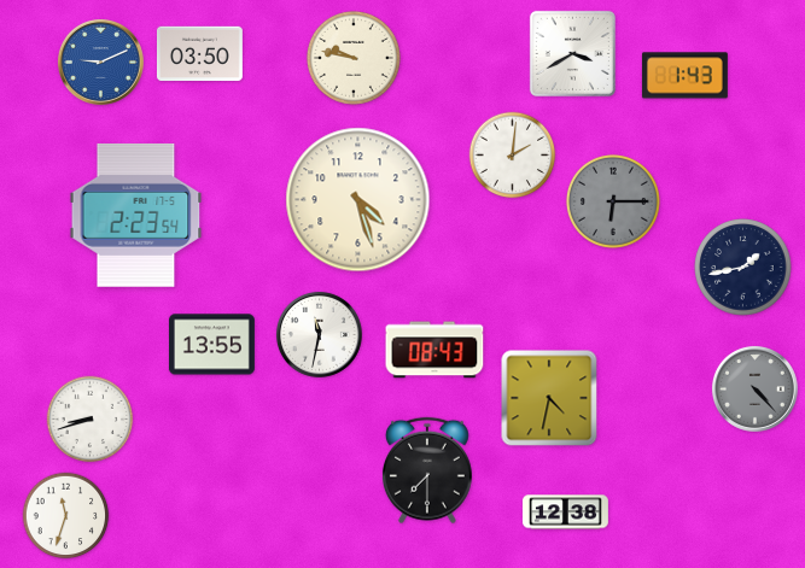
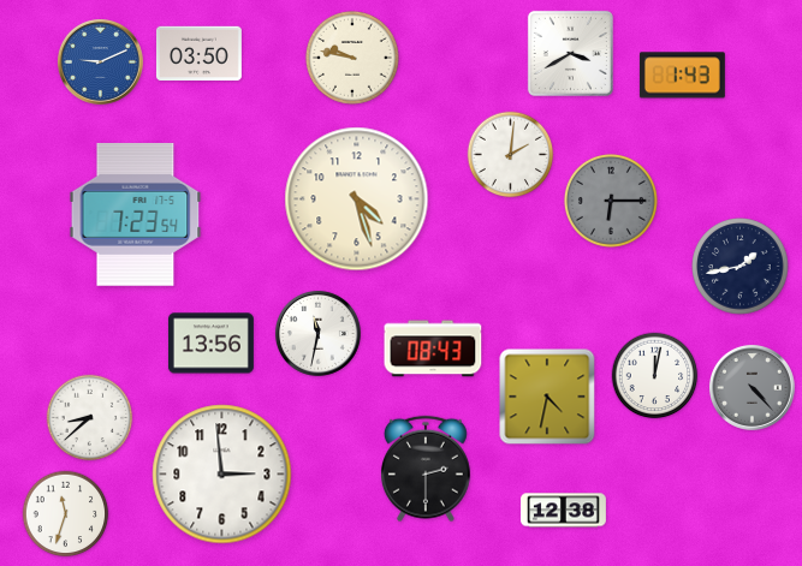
clock at (136, 216): 2:23 -> 7:23
clock at (211, 345): 13:55 -> 13:56
clock at (655, 376): none -> 12:02
clock at (91, 420): 8:42 -> 8:38
clock at (427, 470): 7:30 -> 2:30
clock at (222, 475): none -> 2:59
